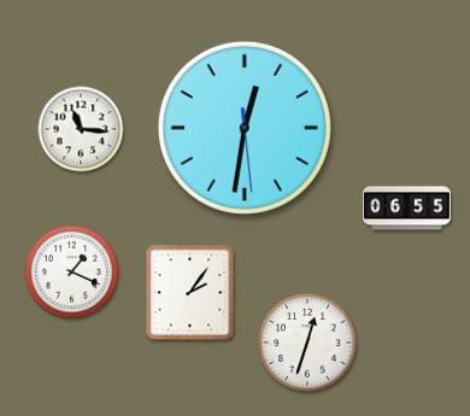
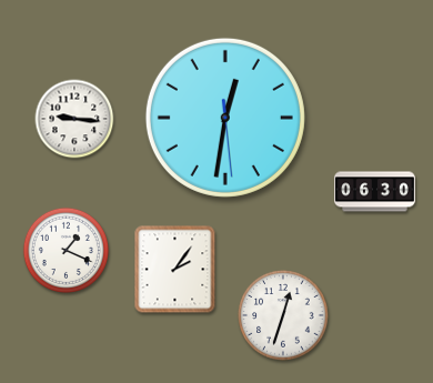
clock at (81, 129): 11:16 -> 9:16
clock at (407, 209): 06:55 -> 06:30
